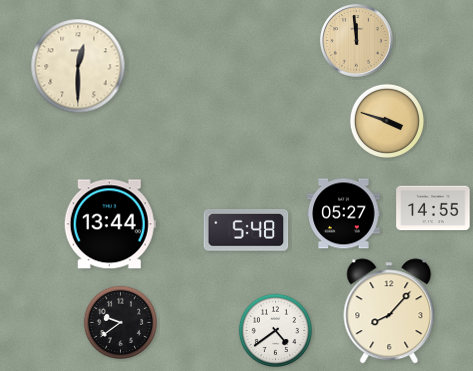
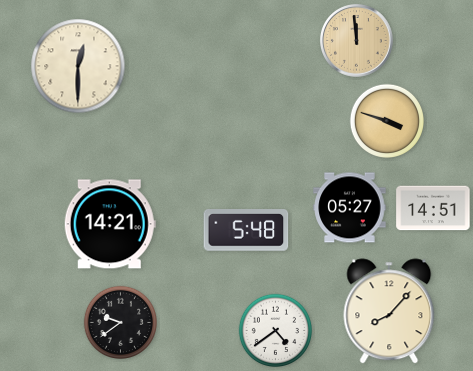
clock at (433, 208): 14:55 -> 14:51
clock at (344, 214) position: (344, 214) -> (350, 208)
clock at (110, 224): 13:44 -> 14:21
